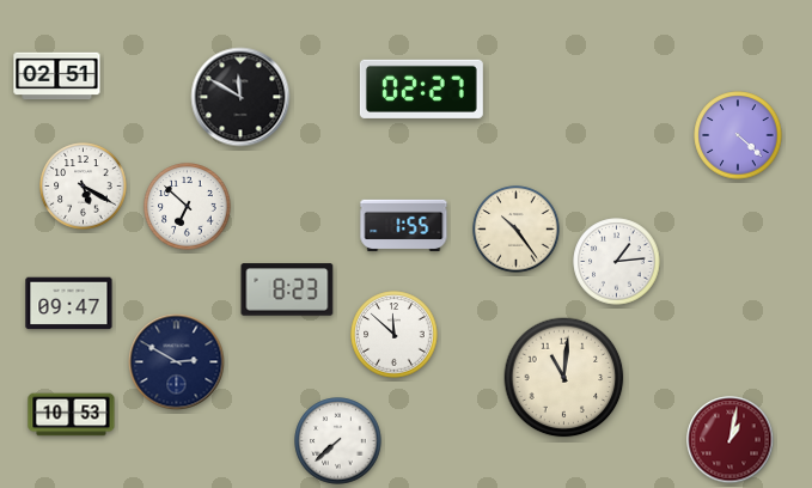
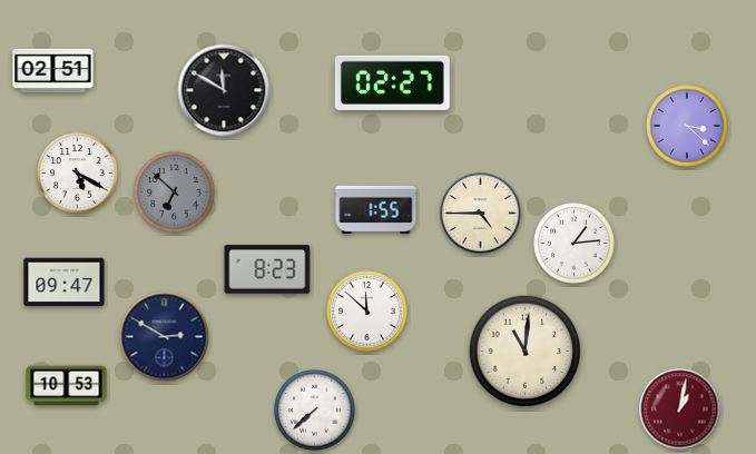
clock at (738, 135): 4:22 -> 3:22
clock at (188, 207) dial: white -> grey
clock at (517, 230): 10:24 -> 4:45
